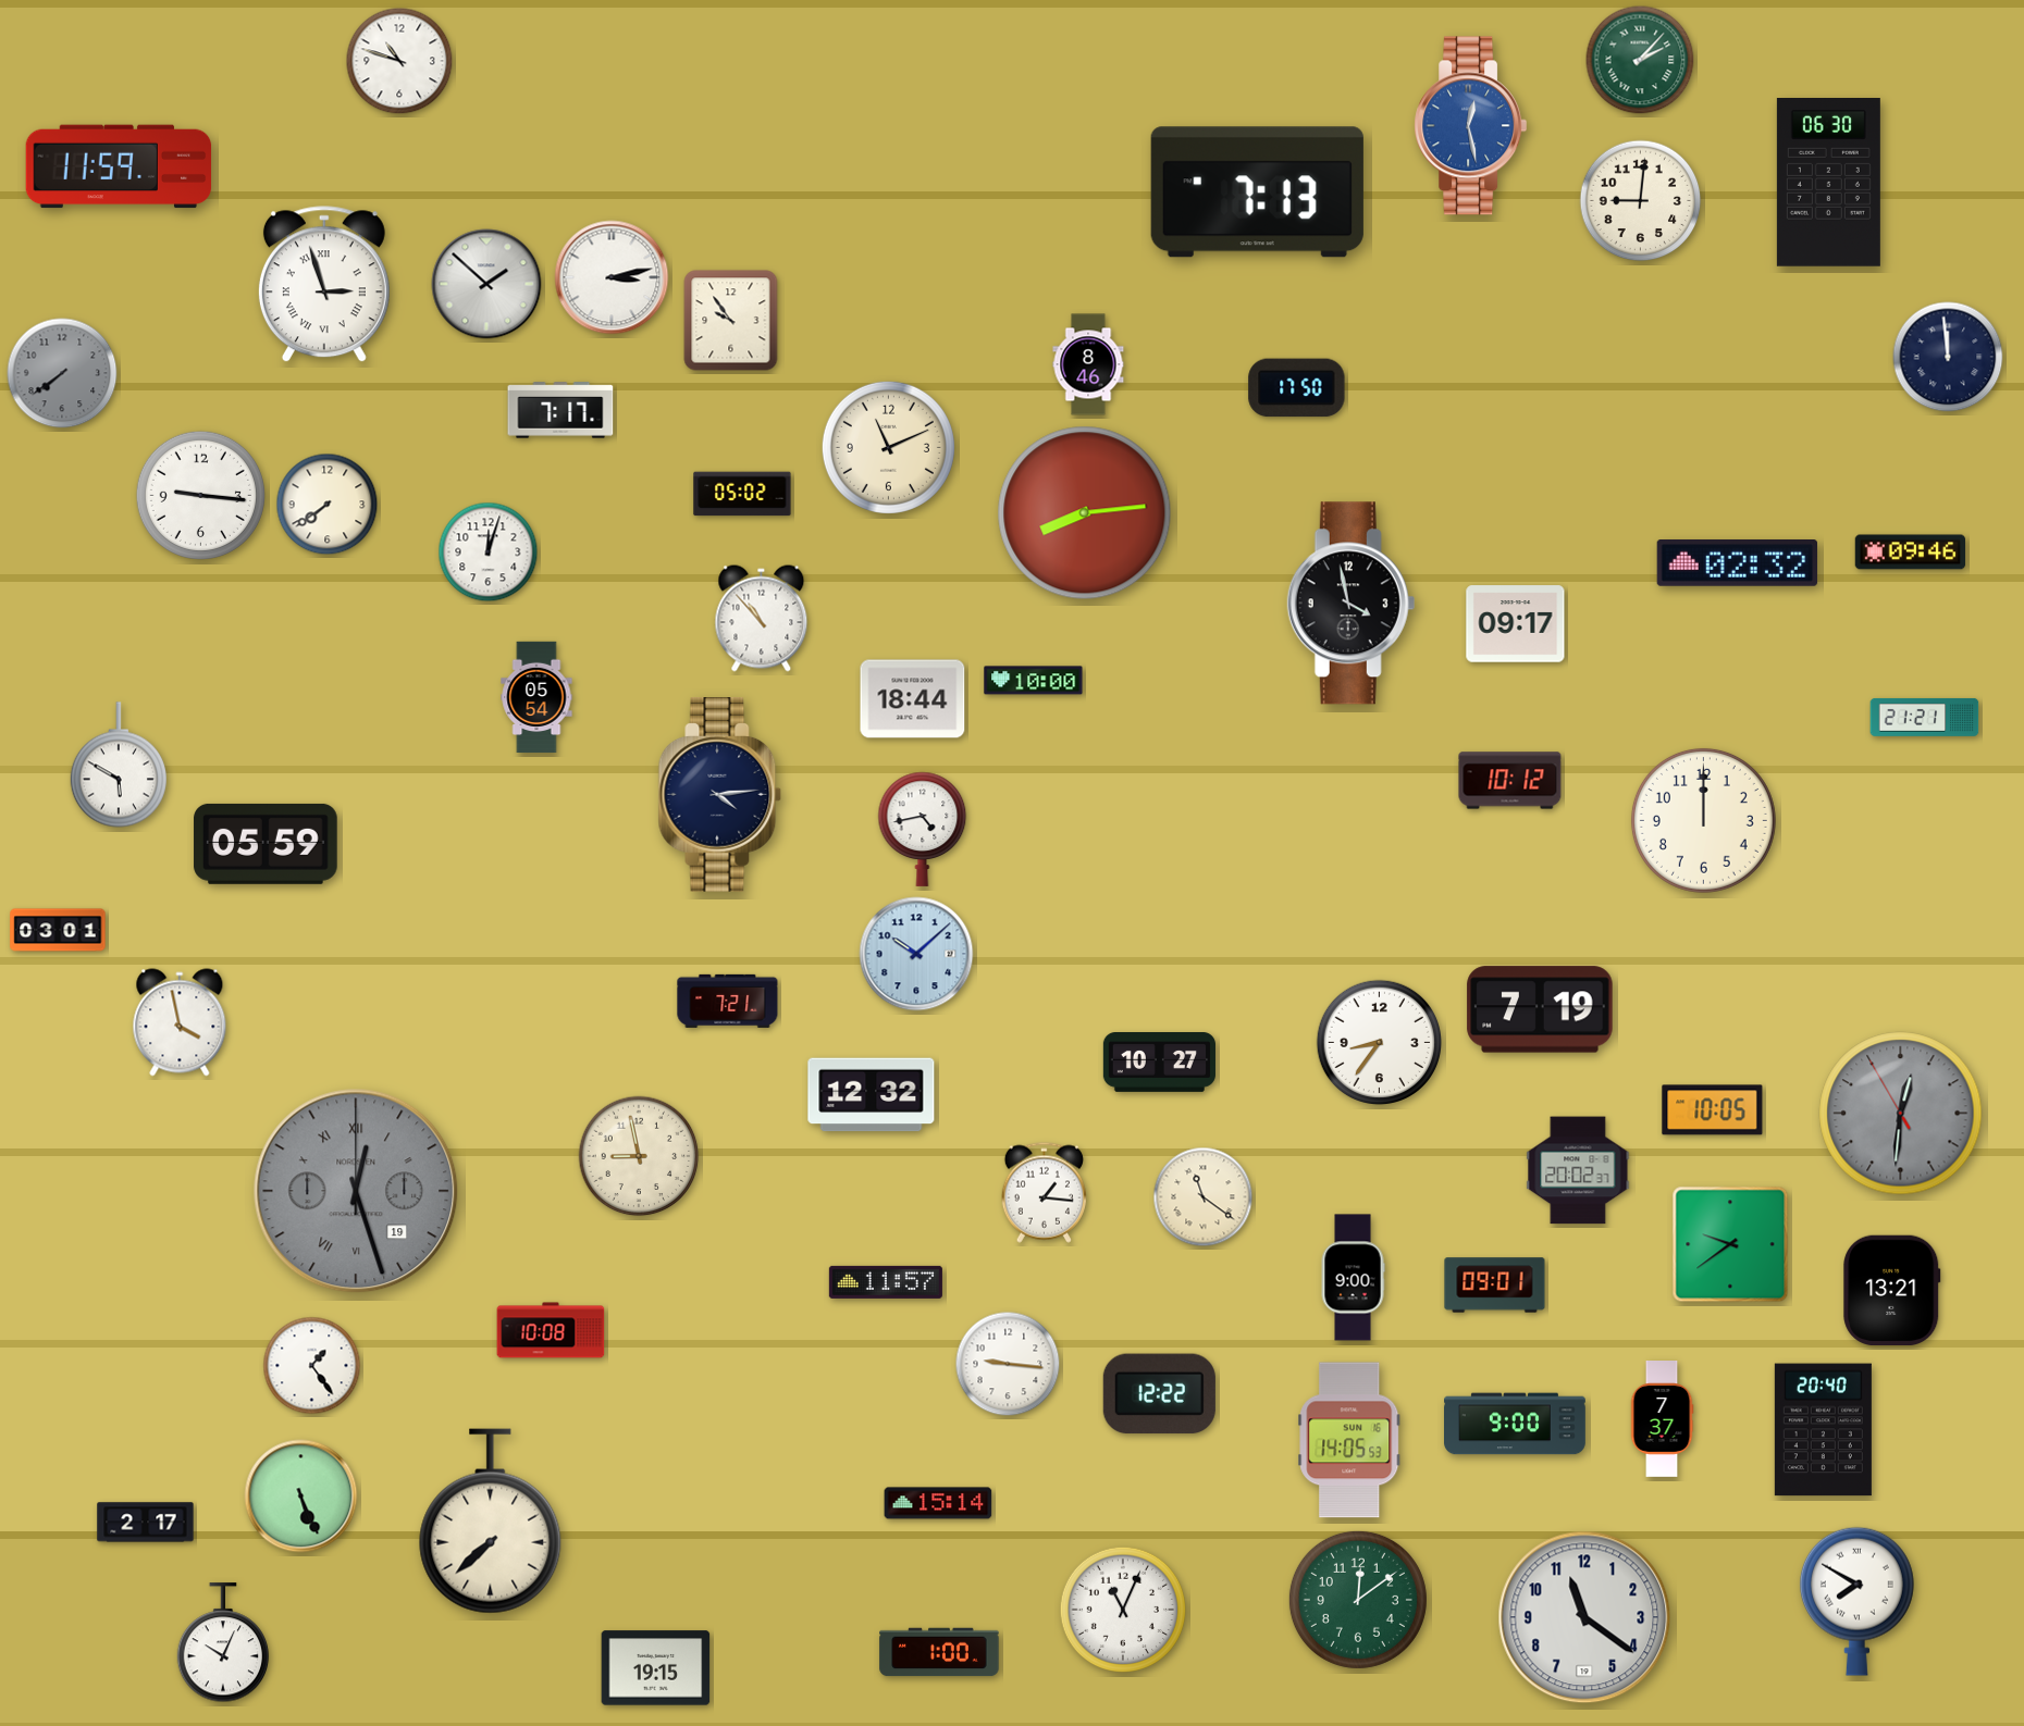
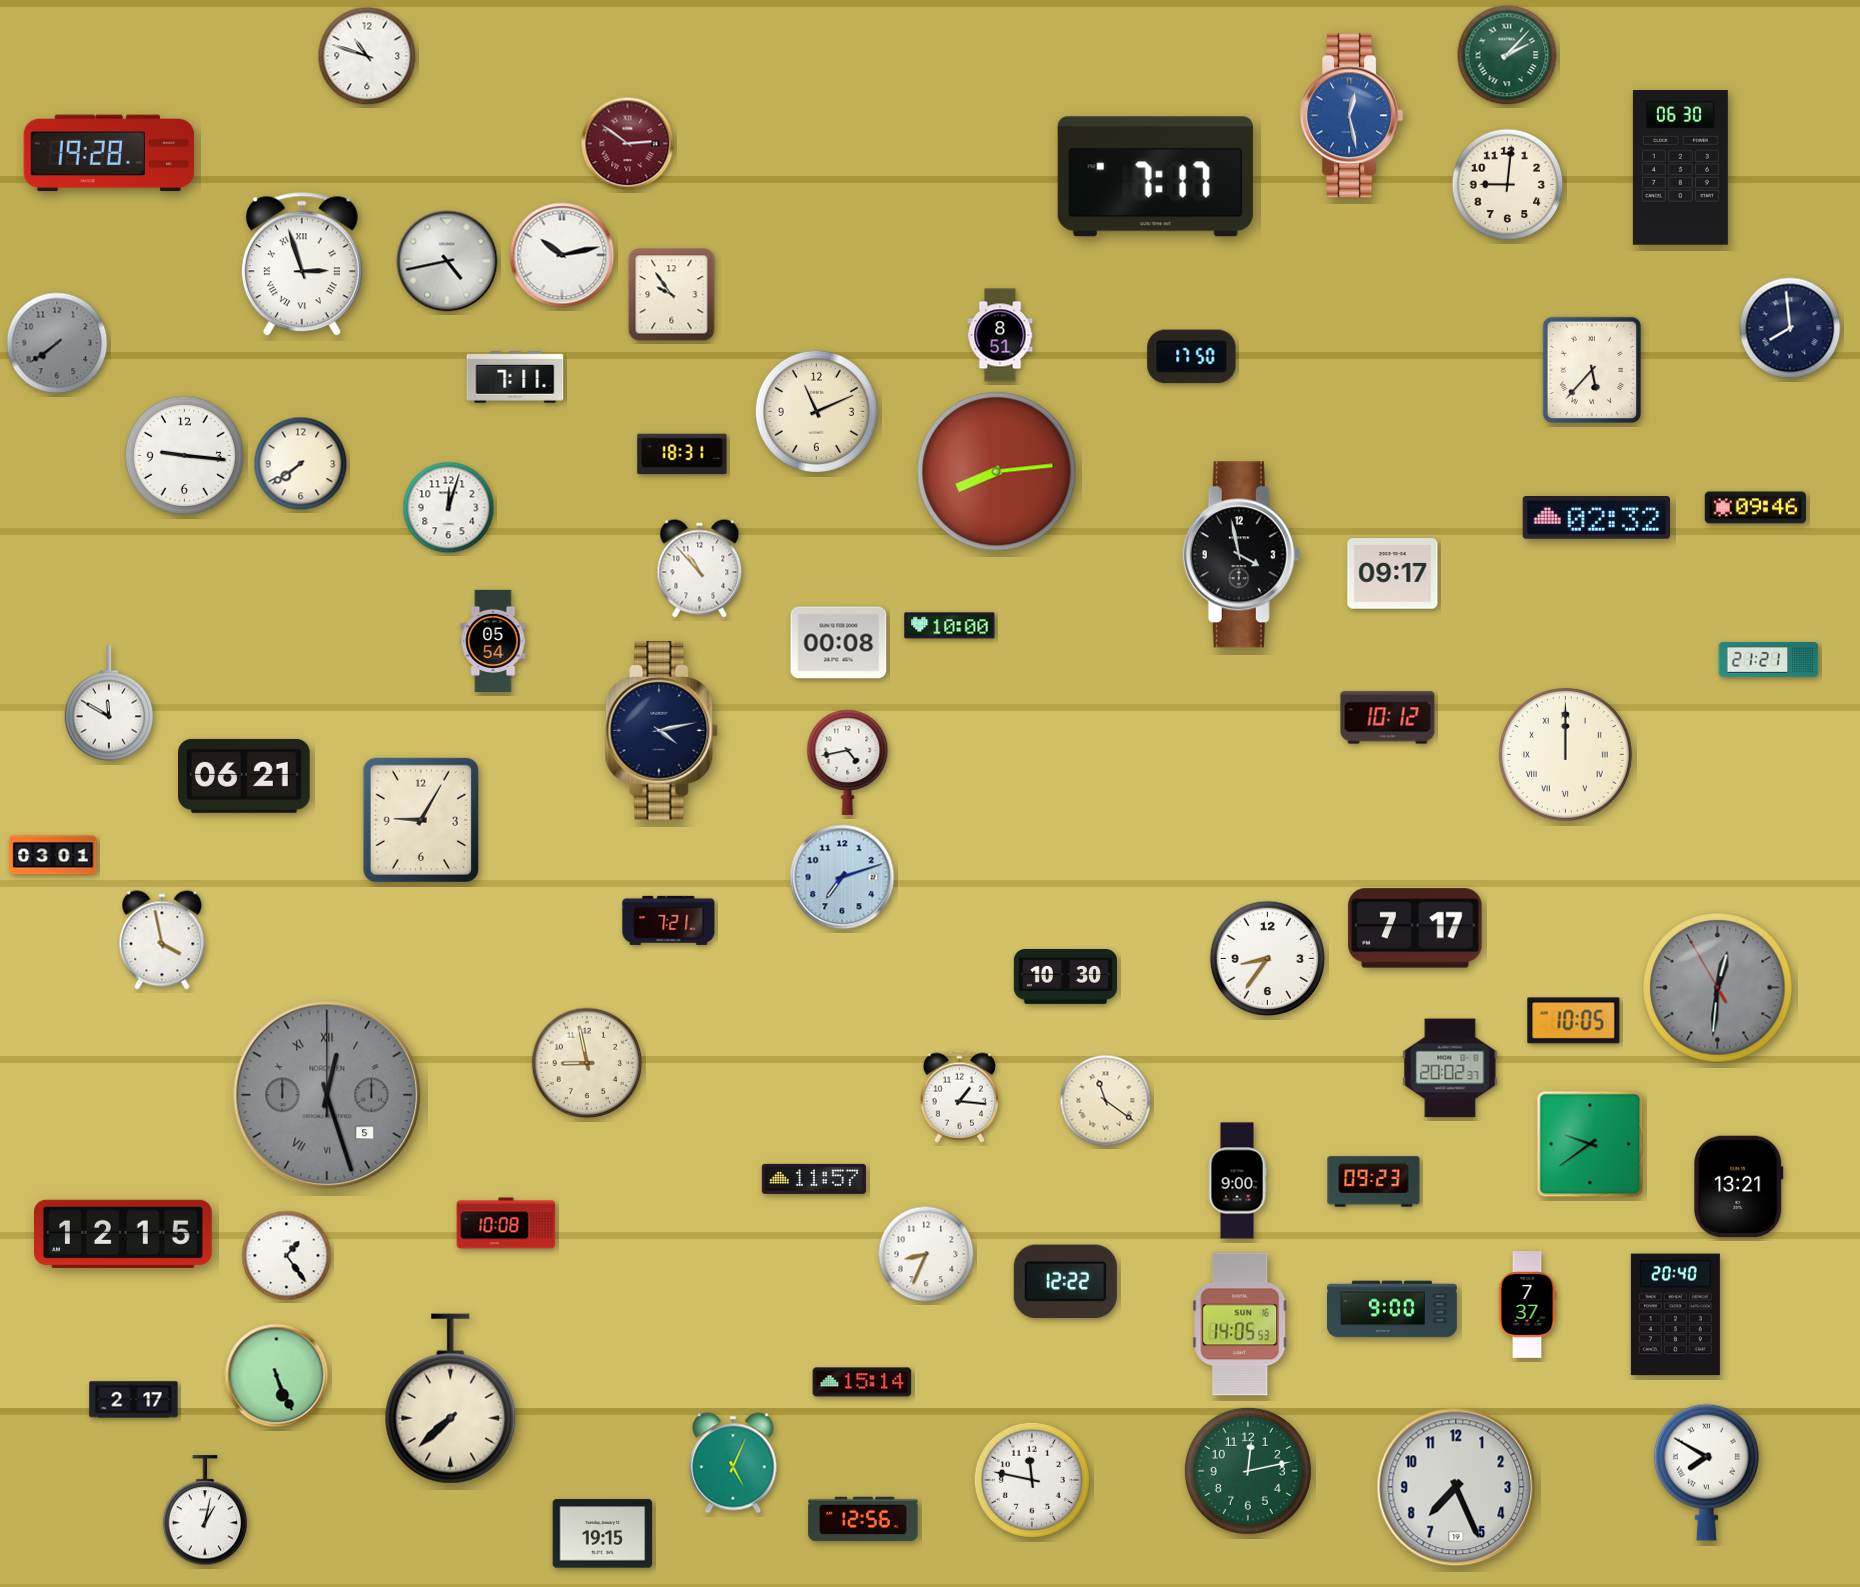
clock at (628, 144): none -> 2:51
clock at (119, 166): 11:59 -> 19:28
clock at (1257, 193): 7:13 -> 7:17
clock at (612, 277): 3:13 -> 10:13
clock at (486, 284): 1:52 -> 4:43
clock at (324, 285) position: (324, 285) -> (302, 265)
clock at (1948, 357): 11:59 -> 7:59
clock at (1088, 364): 8:46 -> 8:51
clock at (1591, 369): none -> 5:37
clock at (560, 410): 7:17 -> 7:11
clock at (742, 494): 05:02 -> 18:31
clock at (913, 699): 18:44 -> 00:08
clock at (119, 765): 5:50 -> 11:50
clock at (720, 795): 4:14 -> 4:13
clock at (1703, 820) numerals: Arabic -> Roman
clock at (266, 844): 05:59 -> 06:21
clock at (421, 820): none -> 9:05
clock at (916, 954): 10:08 -> 7:12
clock at (1540, 1009): 7:19 -> 7:17
clock at (180, 1022) position: (180, 1022) -> (162, 940)
clock at (1159, 1063): 10:27 -> 10:30
clock at (872, 1095): 12:32 -> none
clock at (1901, 1114) position: (1901, 1114) -> (1718, 988)
clock at (1578, 1170) position: (1578, 1170) -> (1450, 1068)
clock at (356, 1191) date: 19 -> 5
clock at (1353, 1278) position: (1353, 1278) -> (1237, 1181)
clock at (1495, 1286): 09:01 -> 09:23
clock at (124, 1234): none -> 12:15
clock at (1008, 1364): 9:16 -> 8:34
clock at (733, 1463): none -> 5:04
clock at (1358, 1600): 12:09 -> 12:13
clock at (1122, 1609): 11:04 -> 11:47
clock at (1584, 1617): 11:21 -> 7:26
clock at (223, 1643): 10:04 -> 1:02
clock at (939, 1652): 1:00 -> 12:56
